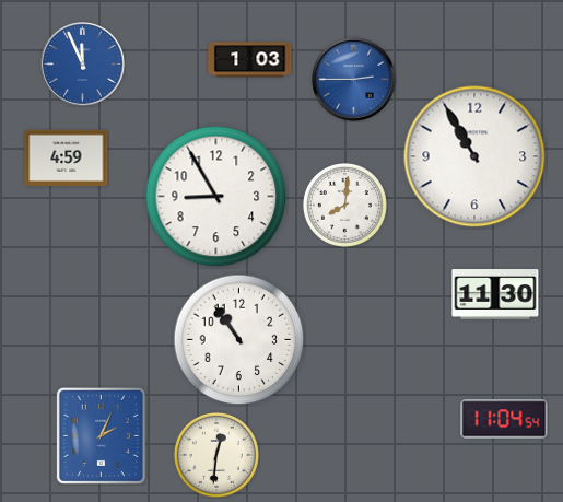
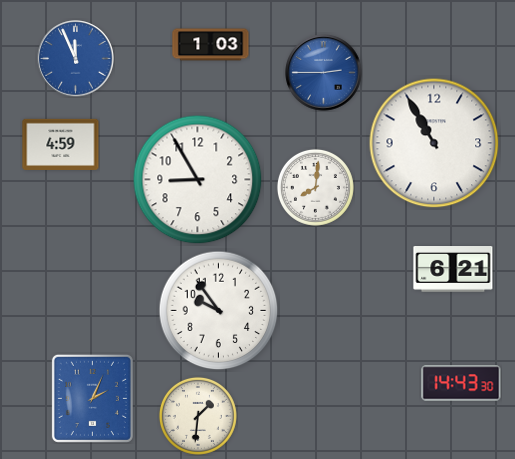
clock at (250, 60) position: (250, 60) -> (211, 45)
clock at (495, 295): 11:30 -> 6:21
clock at (239, 340): 10:54 -> 9:54
clock at (504, 419): 11:04 -> 14:43
clock at (216, 455): 12:31 -> 1:31
